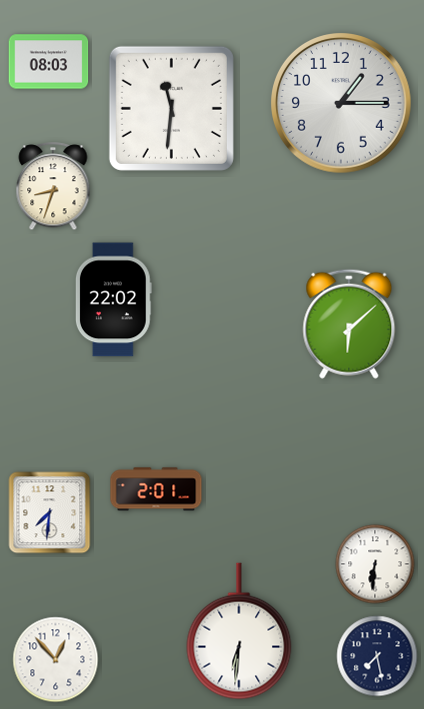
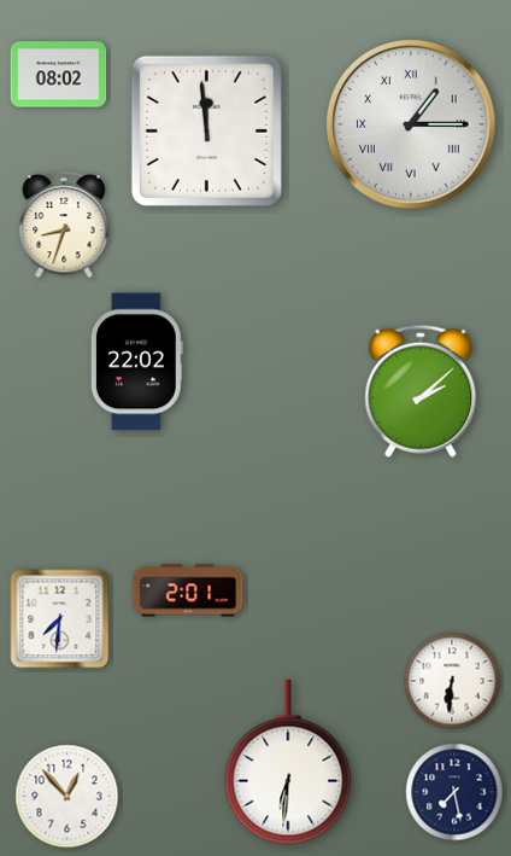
clock at (49, 62): 08:03 -> 08:02
clock at (342, 104) numerals: Arabic -> Roman
clock at (171, 108): 11:31 -> 11:59
clock at (349, 324): 6:08 -> 2:08
